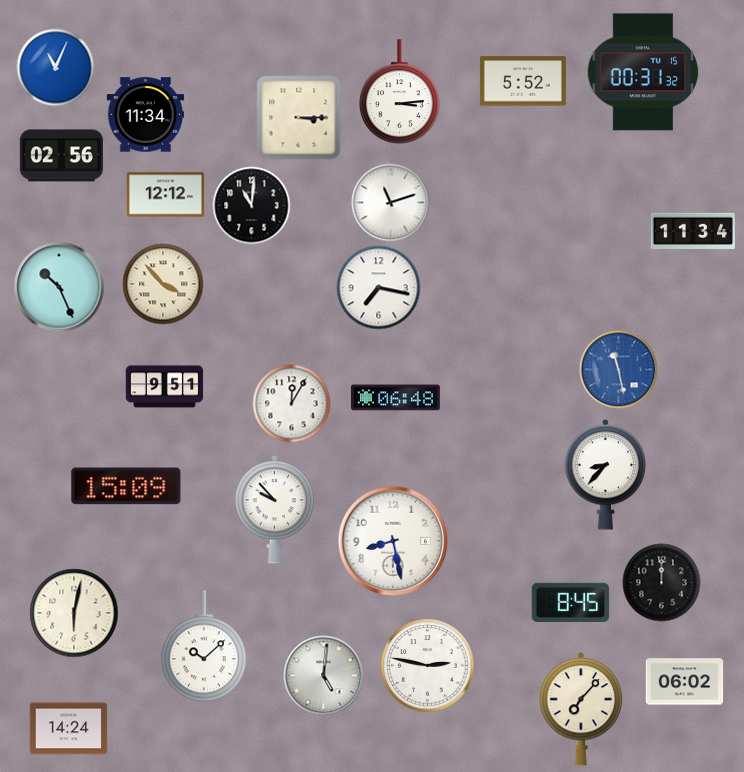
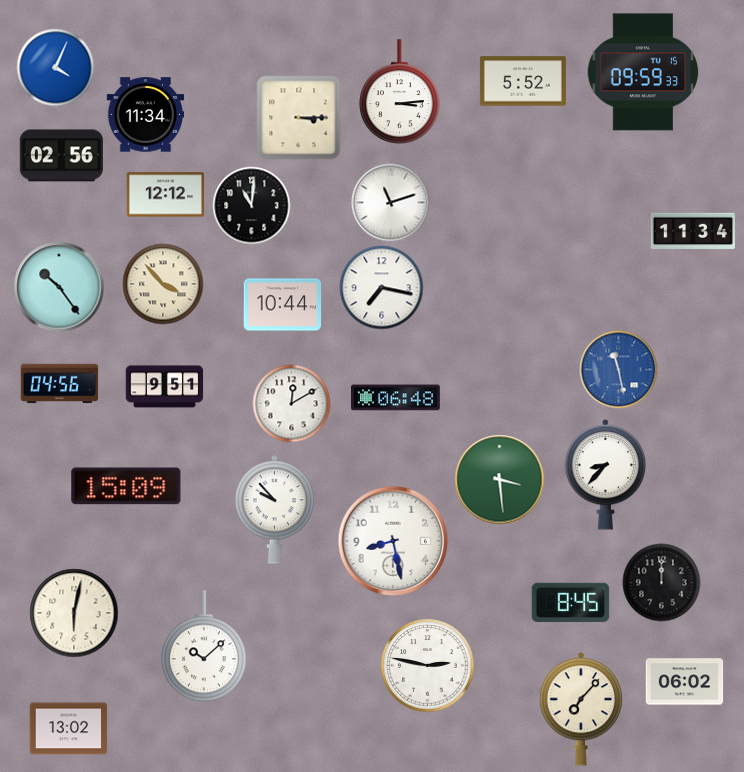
clock at (55, 67): 11:04 -> 4:04
clock at (643, 72): 00:31 -> 09:59
clock at (59, 287): 10:26 -> 10:24
clock at (378, 287) position: (378, 287) -> (381, 287)
clock at (282, 305): none -> 10:44
clock at (59, 384): none -> 04:56
clock at (291, 403): 12:05 -> 12:10
clock at (499, 479): none -> 3:29
clock at (323, 675): 5:01 -> none
clock at (68, 729): 14:24 -> 13:02
